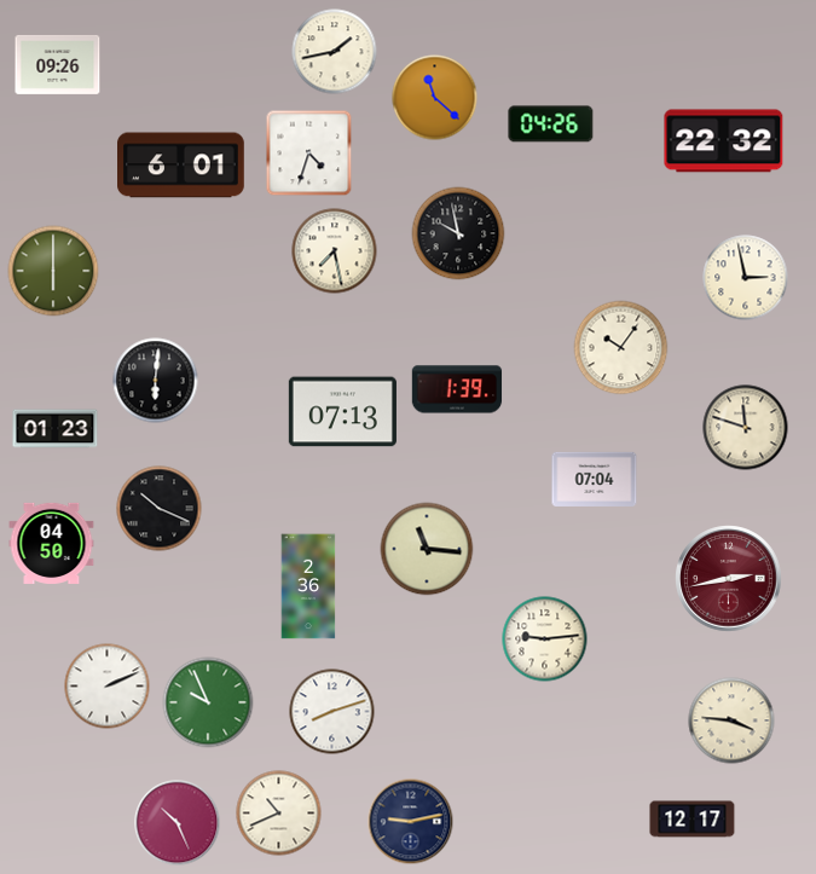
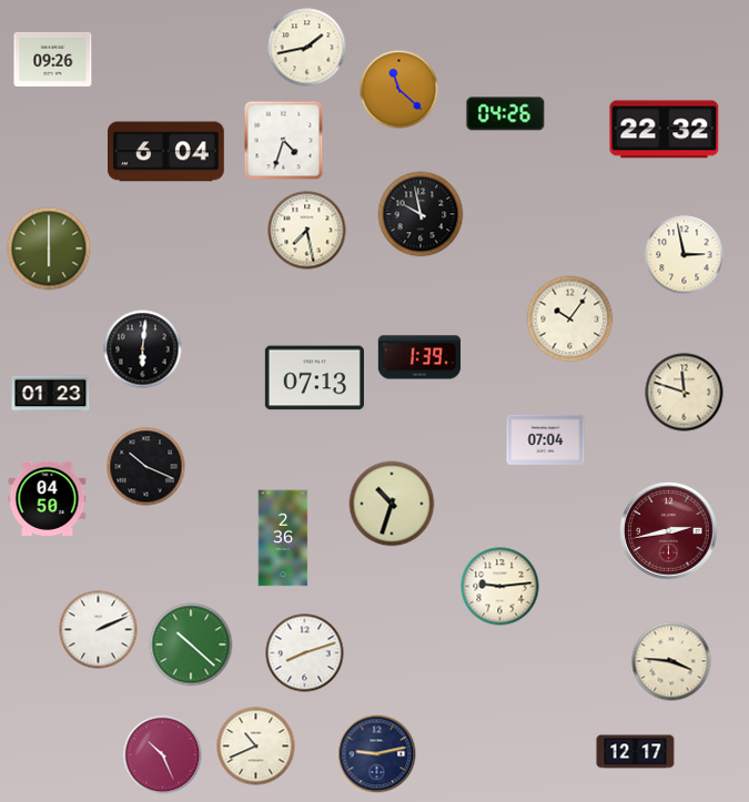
clock at (181, 166): 6:01 -> 6:04
clock at (427, 549): 11:16 -> 10:33
clock at (208, 702): 9:56 -> 10:22
